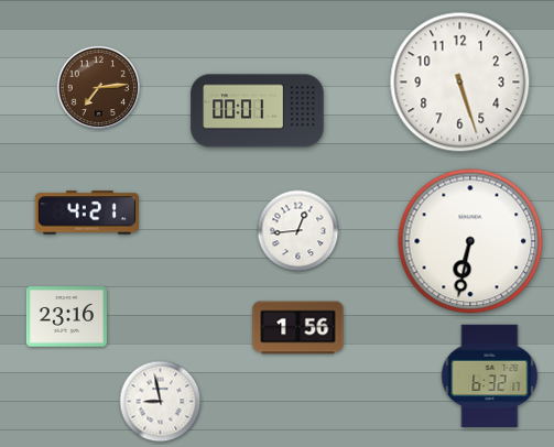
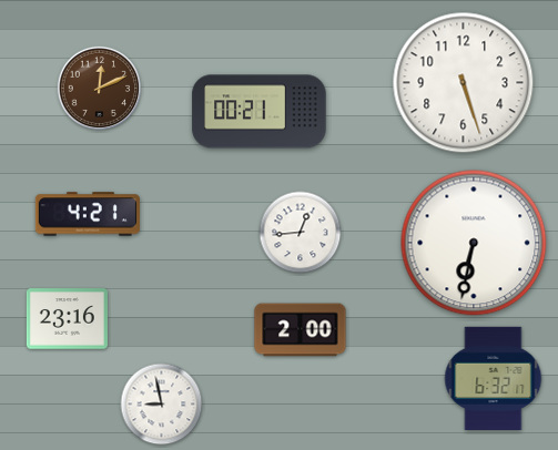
clock at (99, 88): 7:14 -> 12:11
clock at (258, 111): 00:01 -> 00:21
clock at (298, 328): 1:56 -> 2:00
